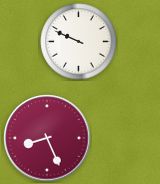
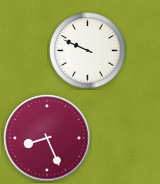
clock at (79, 42) position: (79, 42) -> (88, 51)
